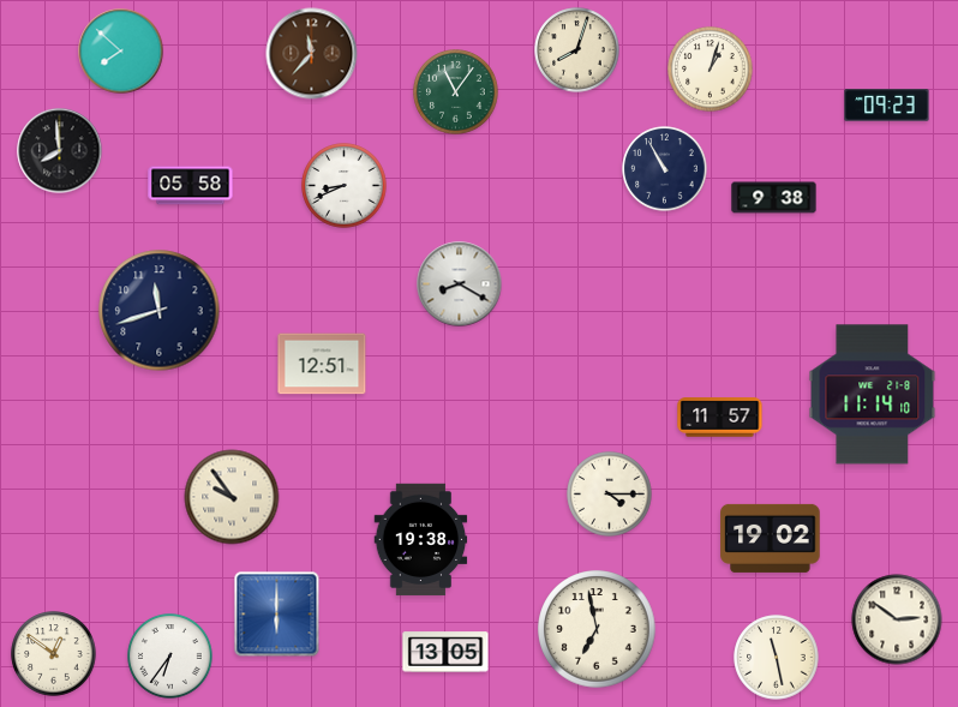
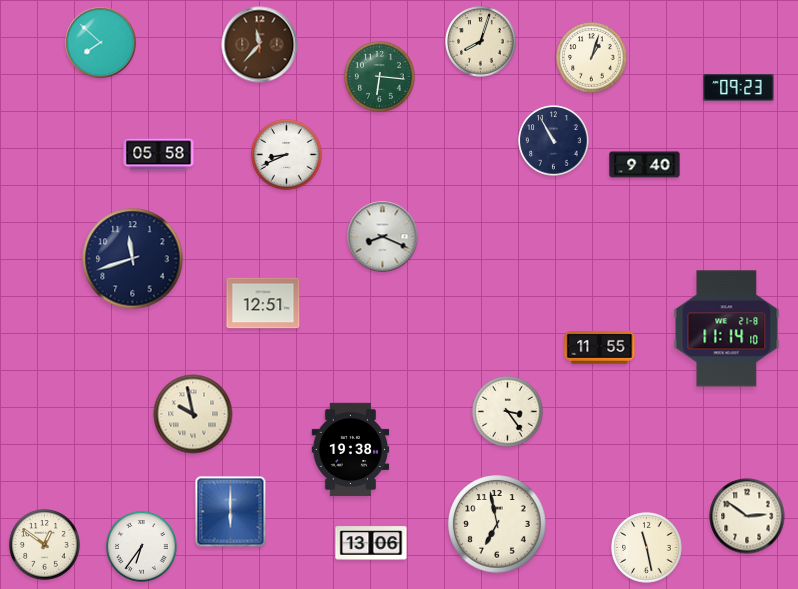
clock at (456, 92): 11:06 -> 6:16
clock at (60, 151): 7:59 -> none
clock at (774, 198): 9:38 -> 9:40
clock at (460, 284): 8:20 -> 8:19
clock at (322, 364) position: (322, 364) -> (263, 303)
clock at (720, 418): 11:57 -> 11:55
clock at (610, 495): 4:15 -> 3:24
clock at (232, 497): 9:54 -> 9:58
clock at (771, 538): 19:02 -> none
clock at (445, 652): 13:05 -> 13:06
